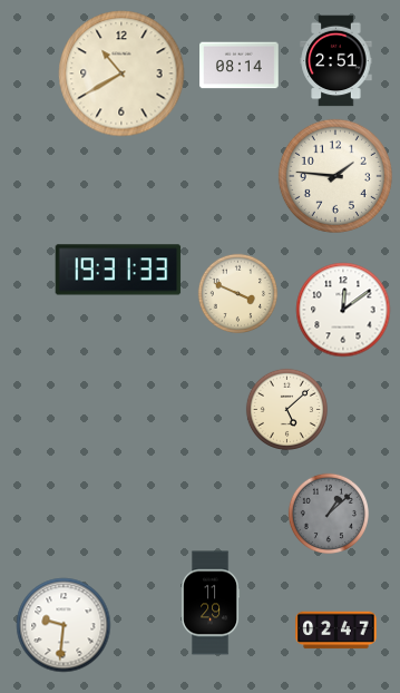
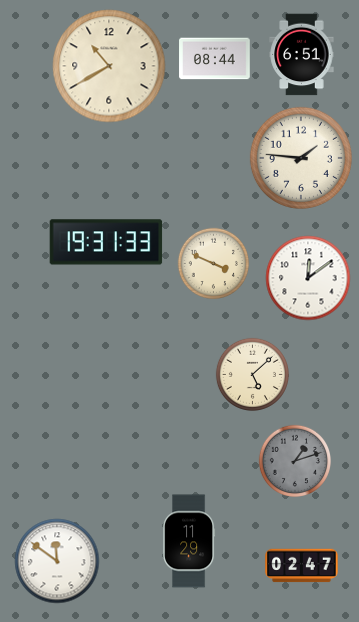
clock at (336, 61): 2:51 -> 6:51
clock at (240, 66): 08:14 -> 08:44
clock at (286, 409) position: (286, 409) -> (252, 374)
clock at (328, 513): 1:08 -> 1:12
clock at (64, 625): 9:31 -> 11:51
